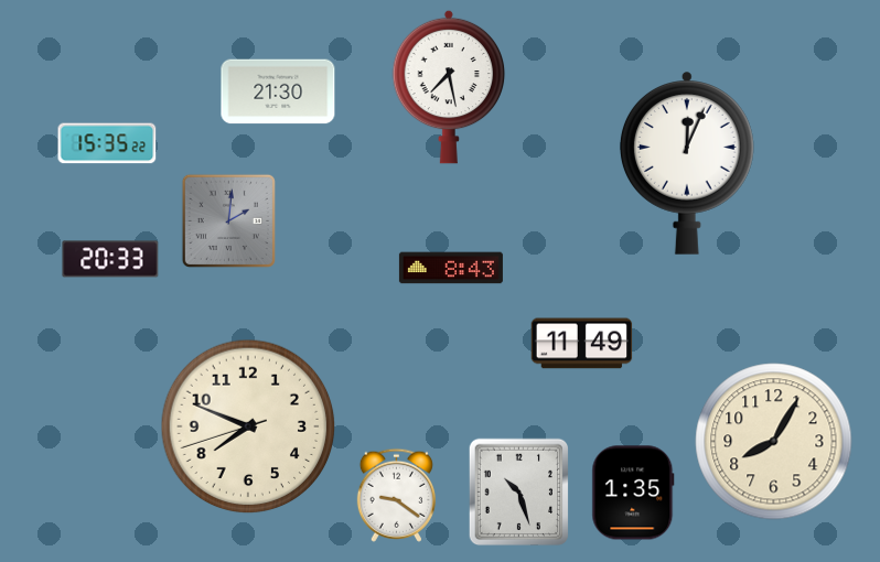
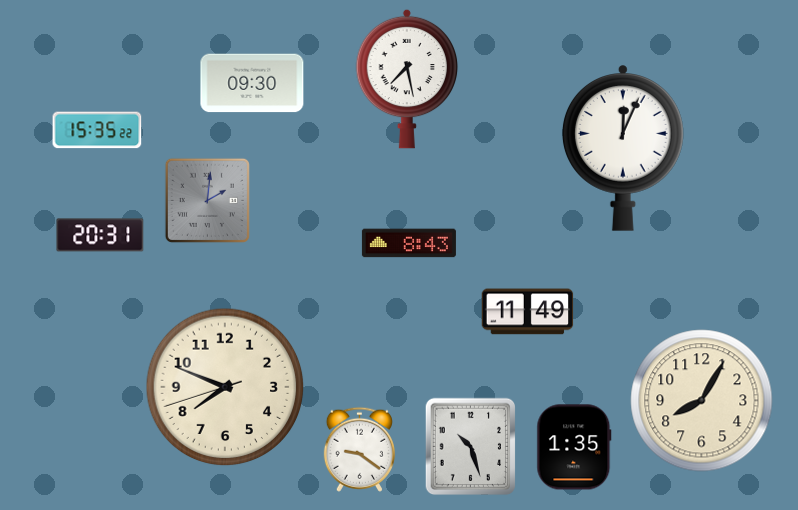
clock at (278, 91): 21:30 -> 09:30
clock at (110, 259): 20:33 -> 20:31
